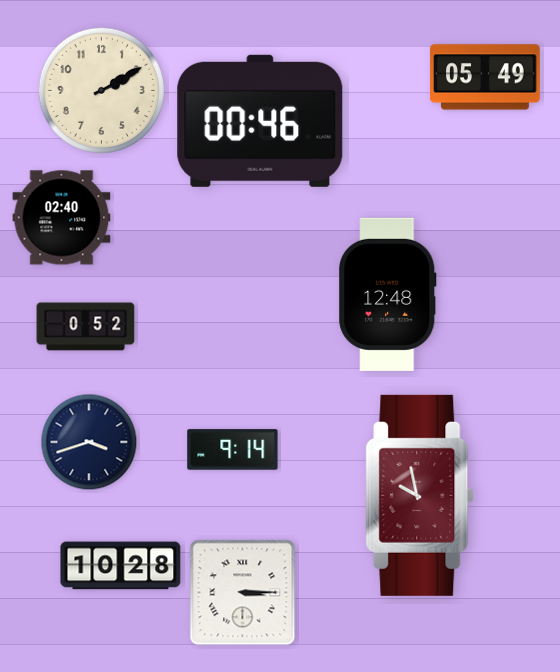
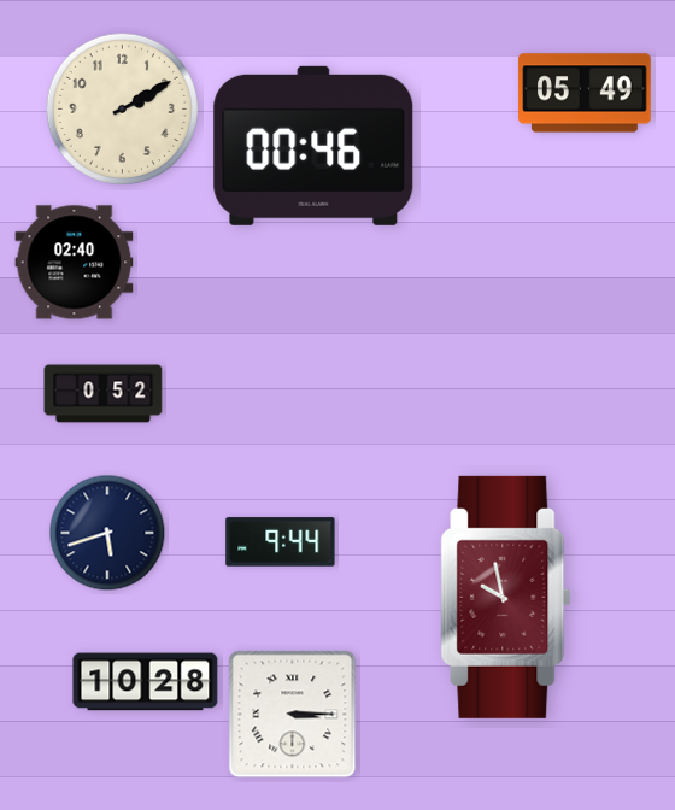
clock at (388, 294): 12:48 -> none
clock at (89, 442): 3:42 -> 5:42
clock at (233, 450): 9:14 -> 9:44
